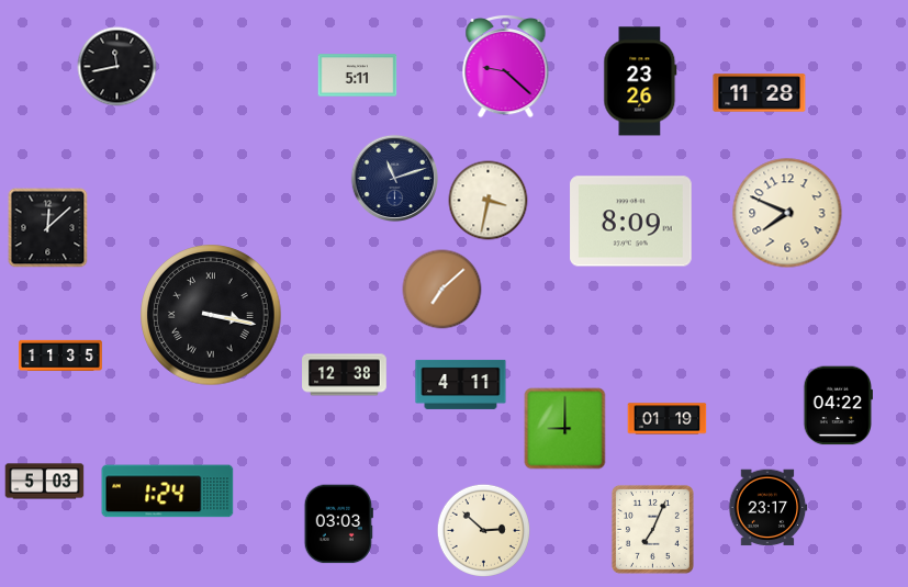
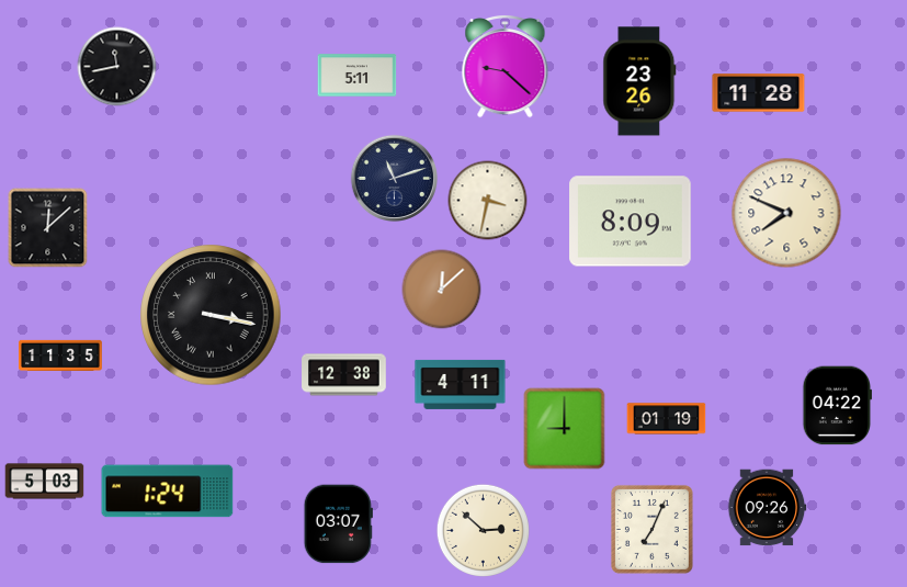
clock at (442, 290): 7:08 -> 12:08
clock at (767, 508): 23:17 -> 09:26
clock at (338, 524): 03:03 -> 03:07
